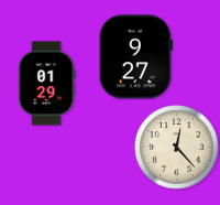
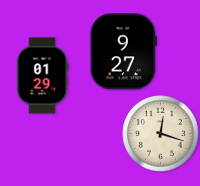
clock at (177, 148): 12:23 -> 12:18
